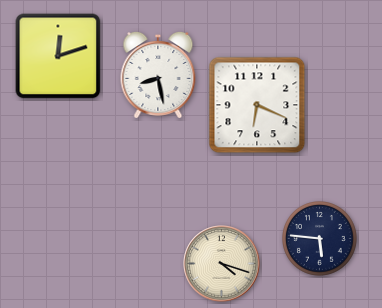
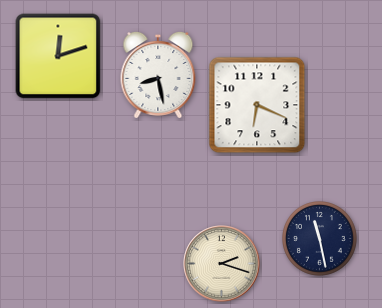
clock at (320, 239): 5:46 -> 11:28
clock at (222, 264): 4:18 -> 2:18
